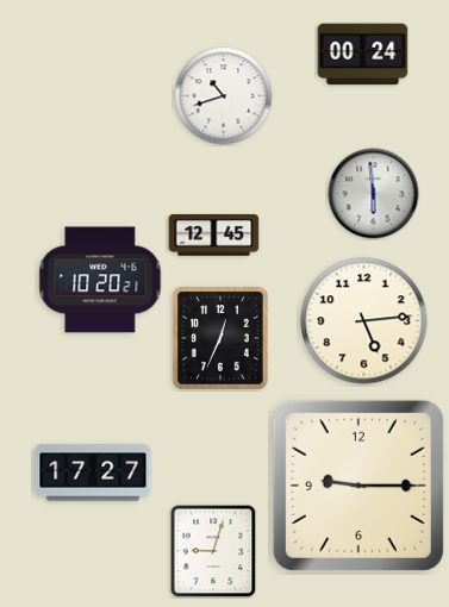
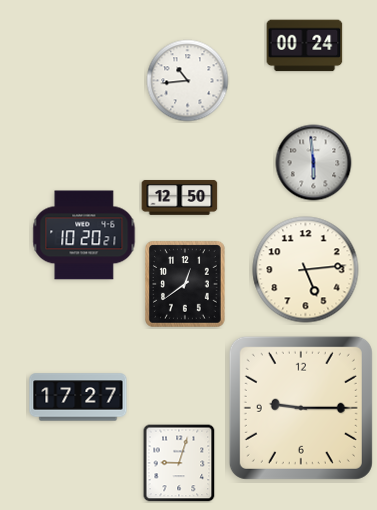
clock at (224, 96): 10:42 -> 10:44
clock at (214, 234): 12:45 -> 12:50
clock at (222, 338): 12:34 -> 12:39
